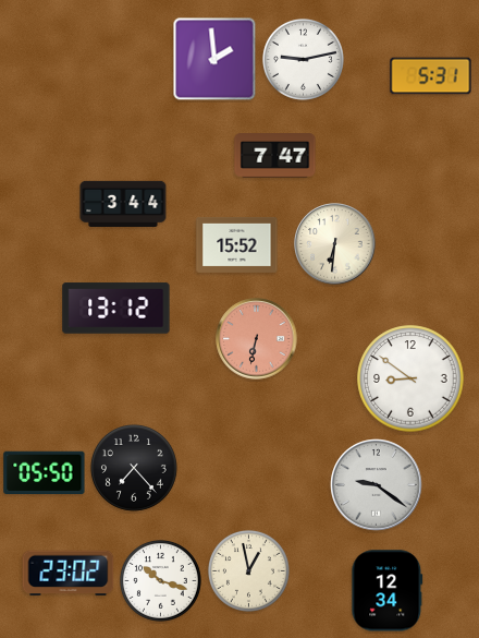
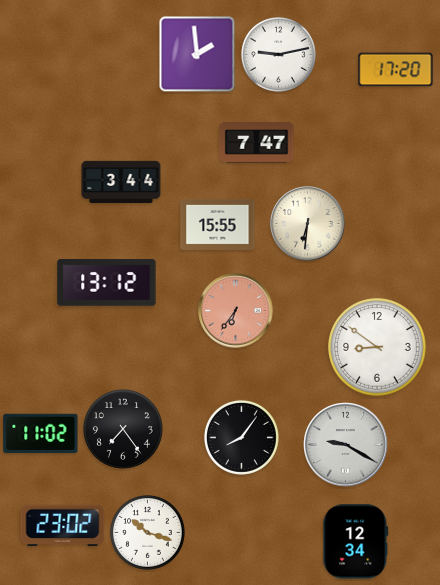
clock at (431, 76): 5:31 -> 17:20
clock at (275, 156) position: (275, 156) -> (257, 143)
clock at (123, 204) position: (123, 204) -> (121, 182)
clock at (237, 244): 15:52 -> 15:55
clock at (257, 339): 6:32 -> 6:36
clock at (134, 468): 7:23 -> 7:24
clock at (45, 473): 05:50 -> 11:02
clock at (241, 437): none -> 8:06
clock at (377, 485): 9:21 -> 9:20
clock at (248, 570): 12:58 -> none
